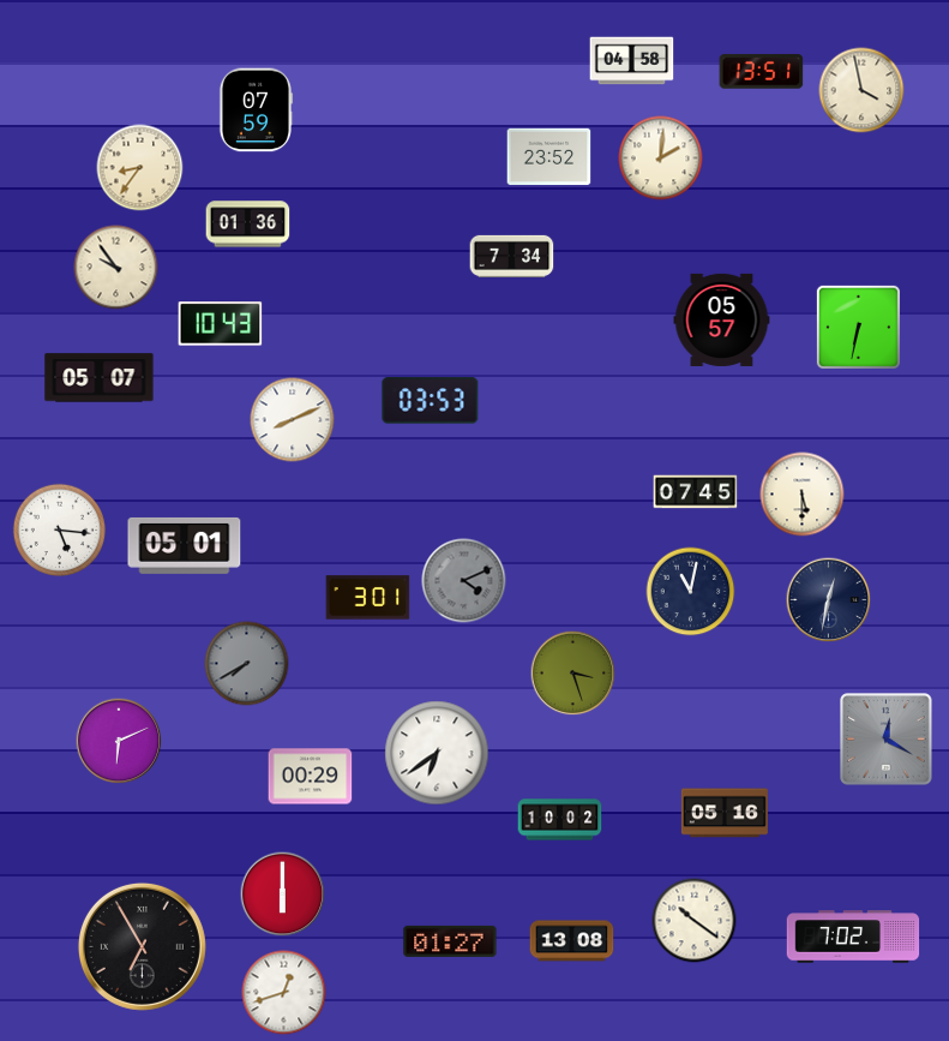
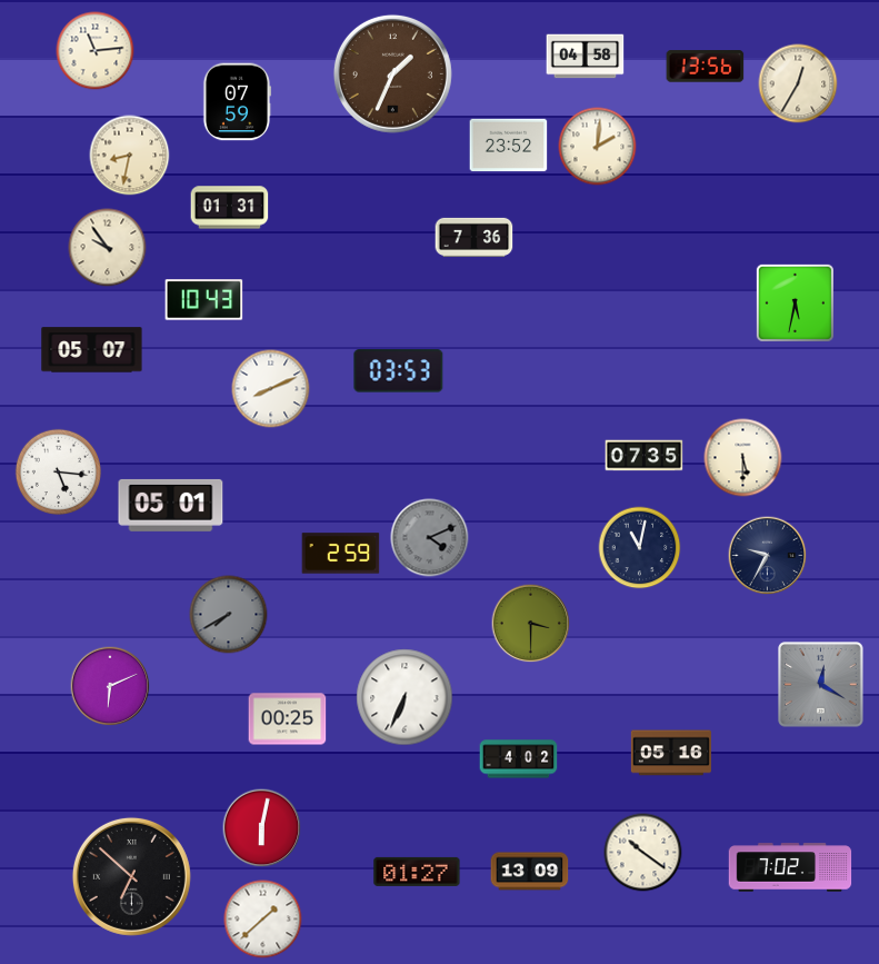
clock at (96, 51): none -> 11:14
clock at (762, 72): 13:51 -> 13:56
clock at (392, 73): none -> 1:34
clock at (861, 90): 3:58 -> 12:35
clock at (661, 158) position: (661, 158) -> (598, 147)
clock at (140, 168): 8:36 -> 8:32
clock at (248, 225): 01:36 -> 01:31
clock at (512, 256): 7:34 -> 7:36
clock at (722, 319): 05:57 -> none
clock at (858, 327): 6:32 -> 5:32
clock at (696, 492): 07:45 -> 07:35
clock at (59, 530) position: (59, 530) -> (58, 471)
clock at (368, 598): 3:01 -> 2:59
clock at (829, 600): 12:32 -> 9:35
clock at (573, 674): 3:27 -> 3:30
clock at (437, 753): 6:39 -> 6:34
clock at (311, 777): 00:29 -> 00:25
clock at (560, 820): 10:02 -> 4:02
clock at (283, 895): 6:00 -> 6:02
clock at (572, 941): 13:08 -> 13:09
clock at (142, 946): 6:55 -> 6:52
clock at (284, 993): 12:42 -> 1:38
